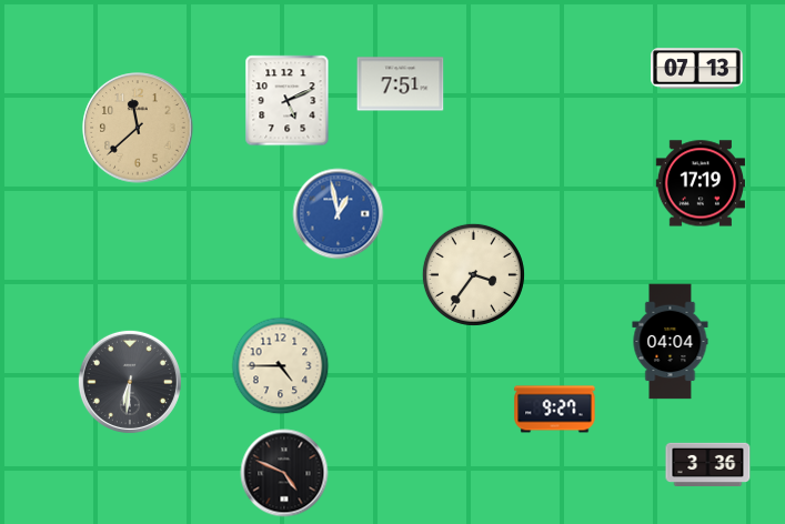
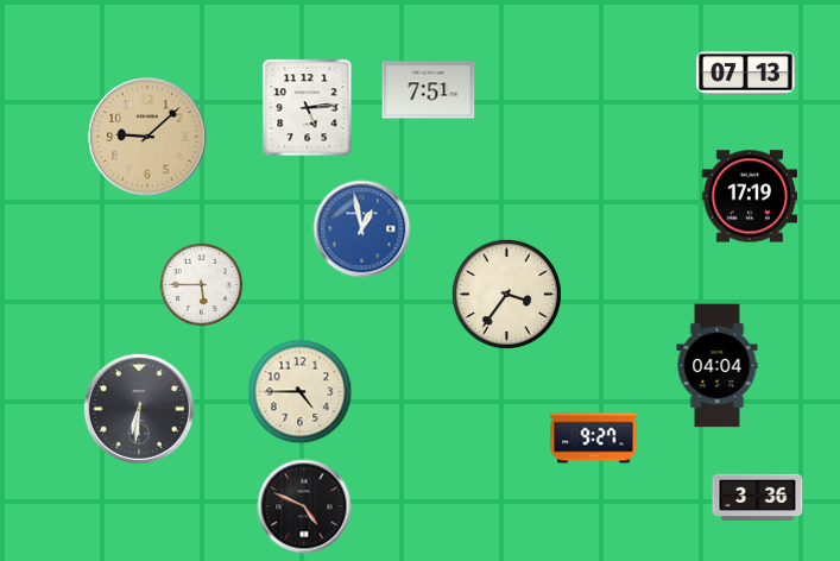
clock at (288, 101): 5:11 -> 5:14
clock at (138, 128): 11:38 -> 9:08
clock at (202, 285): none -> 5:45
